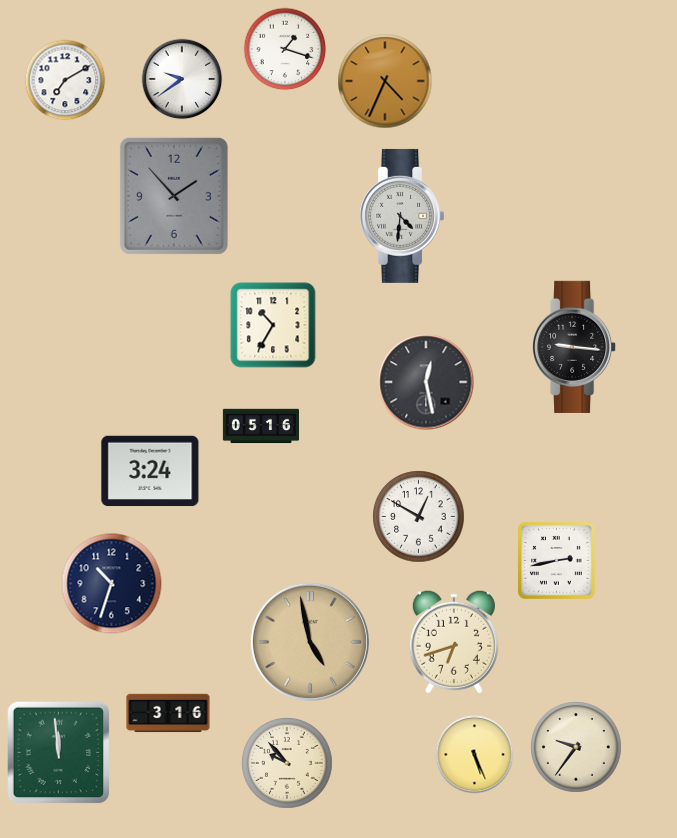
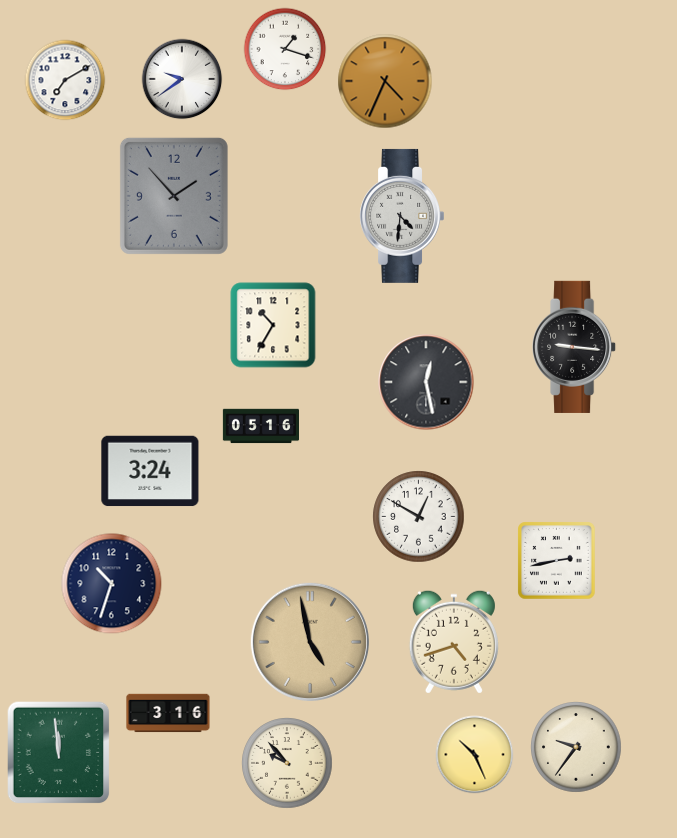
clock at (454, 642): 6:42 -> 4:42
clock at (475, 755): 5:26 -> 10:26
